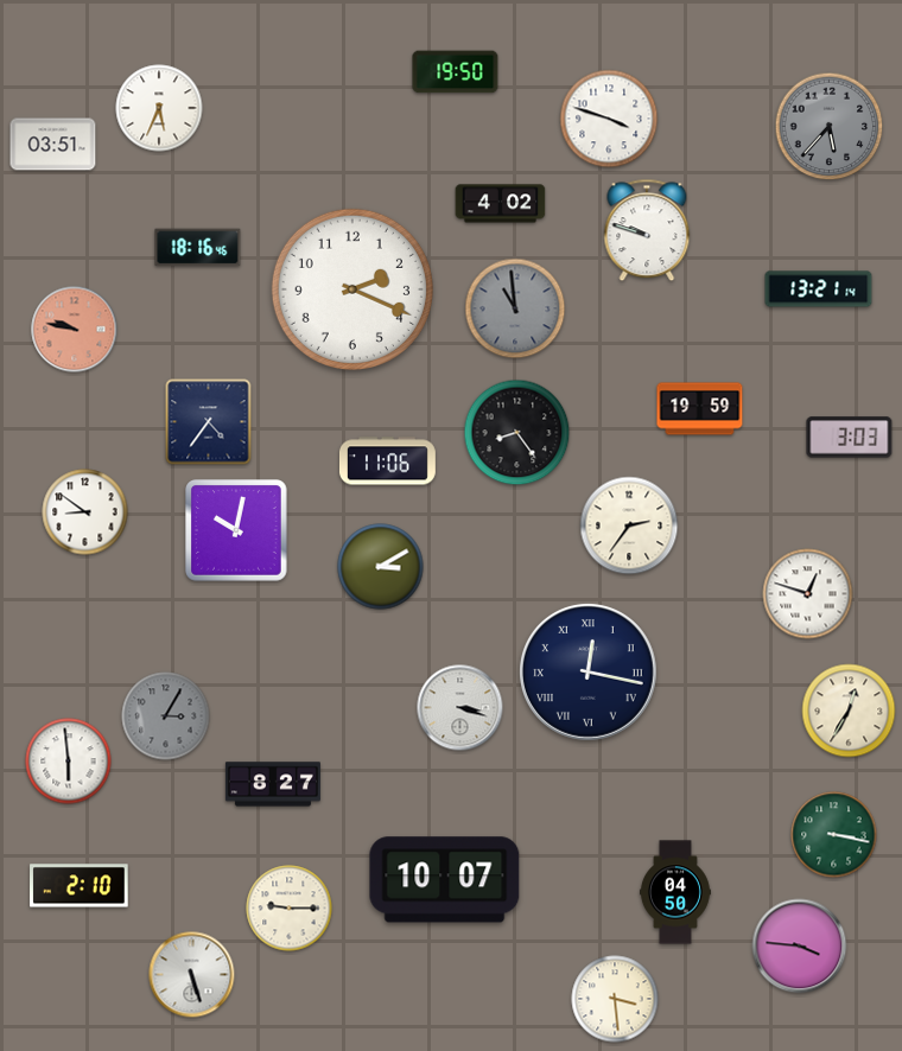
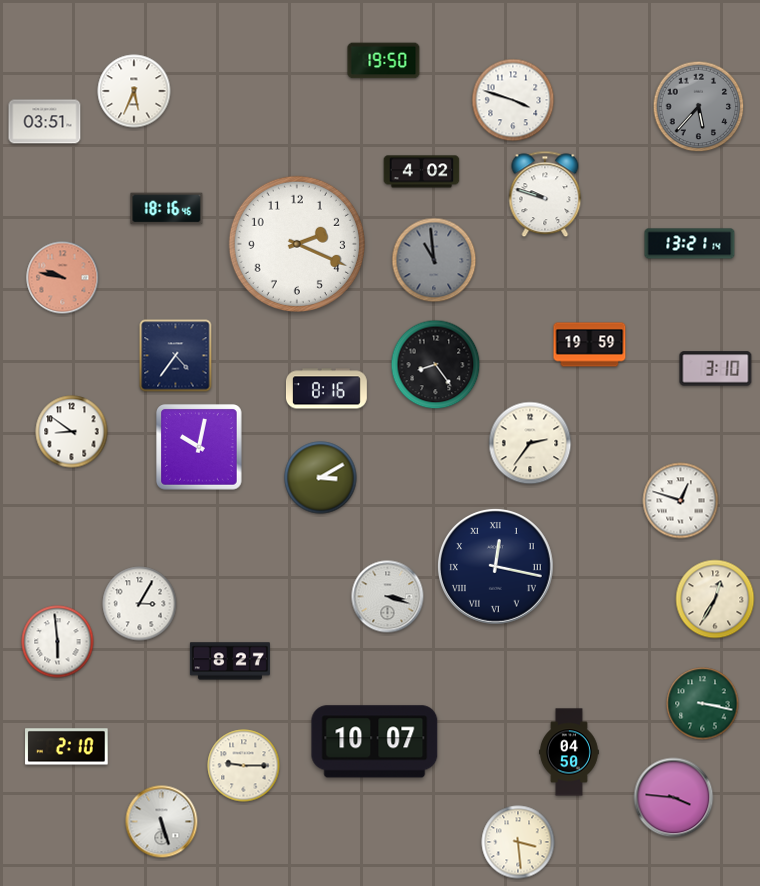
clock at (850, 438): 3:03 -> 3:10
clock at (387, 461): 11:06 -> 8:16
clock at (166, 716) dial: grey -> white
